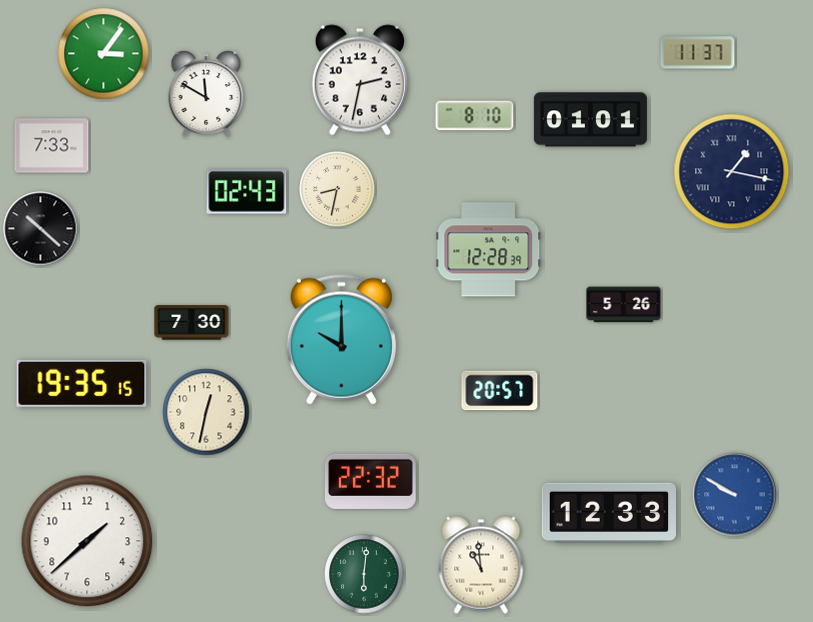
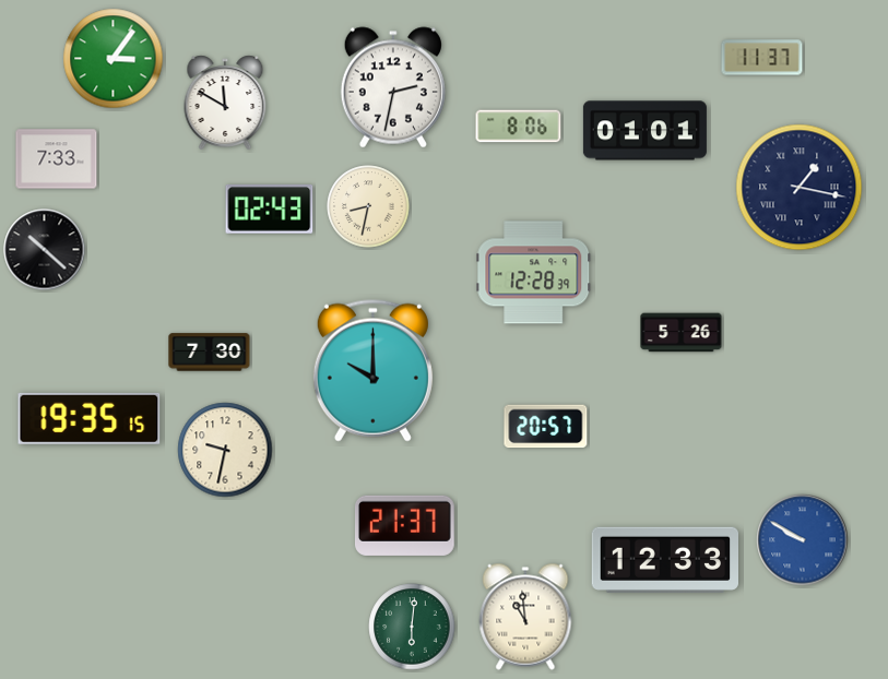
clock at (475, 116): 8:10 -> 8:06
clock at (206, 412): 12:32 -> 9:32
clock at (370, 481): 22:32 -> 21:37
clock at (87, 541): 1:38 -> none
clock at (364, 574) position: (364, 574) -> (412, 627)
